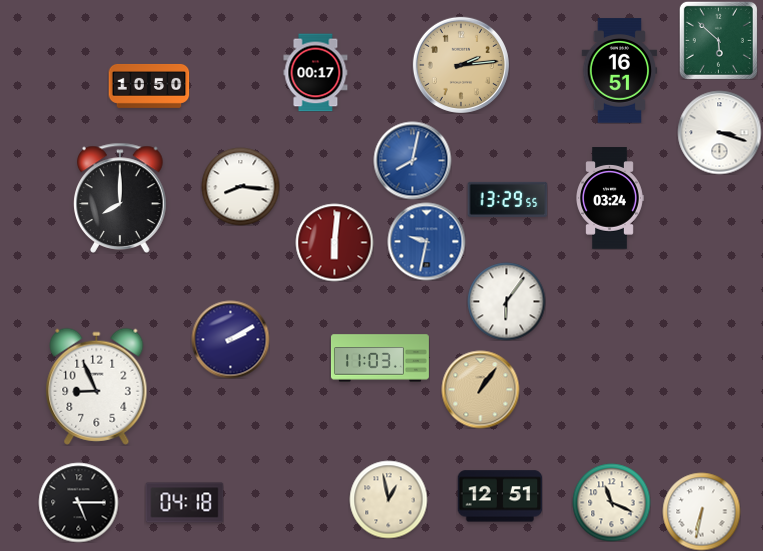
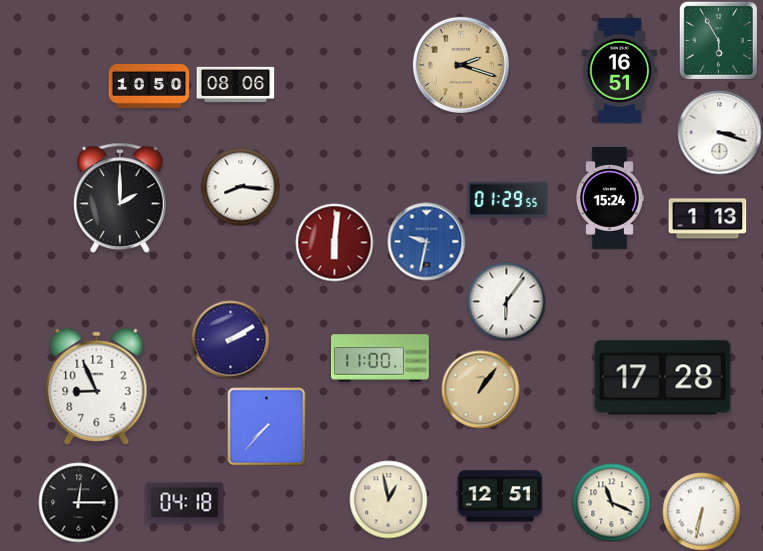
clock at (718, 40): 5:52 -> 5:55
clock at (461, 65): 2:14 -> 2:18
clock at (316, 72): 00:17 -> none
clock at (235, 84): none -> 08:06
clock at (412, 160): 8:02 -> none
clock at (120, 198): 8:00 -> 2:00
clock at (610, 198): 03:24 -> 15:24
clock at (507, 199): 13:29 -> 01:29
clock at (707, 219): none -> 1:13
clock at (380, 358): 11:03 -> 11:00
clock at (663, 378): none -> 17:28
clock at (266, 426): none -> 7:37
clock at (78, 502): 5:15 -> 12:15
